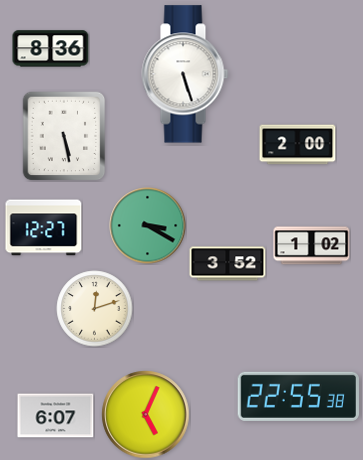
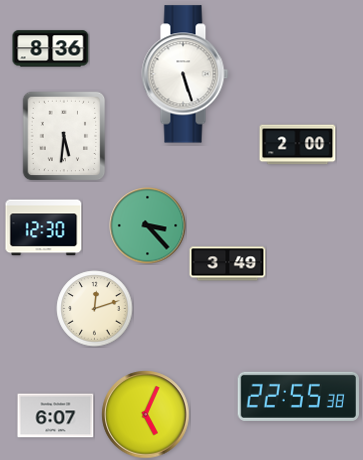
clock at (64, 136): 5:28 -> 5:31
clock at (148, 226): 3:20 -> 3:23
clock at (44, 228): 12:27 -> 12:30
clock at (312, 246): 1:02 -> none
clock at (228, 264): 3:52 -> 3:49
